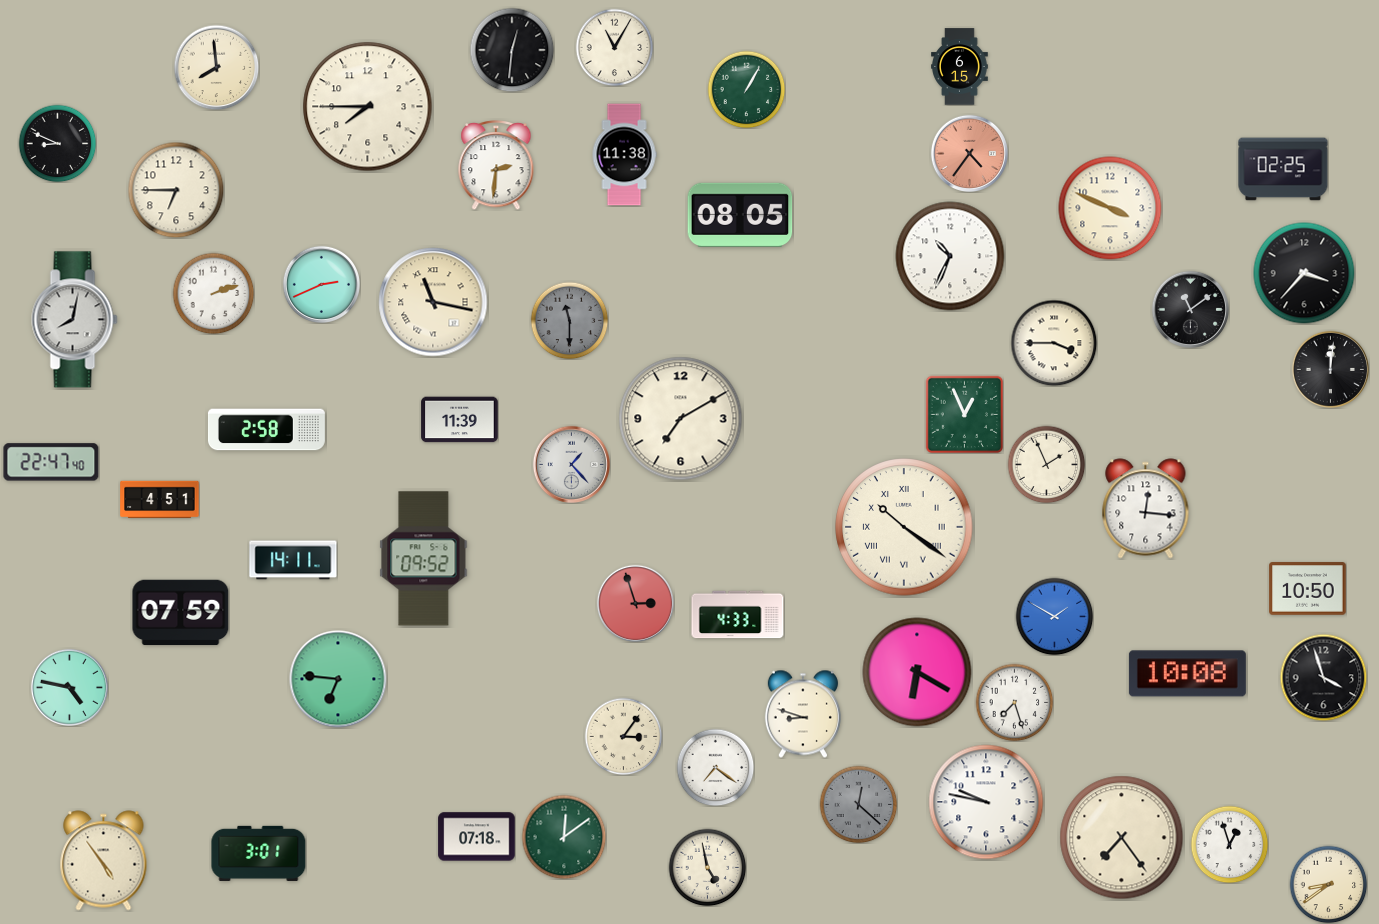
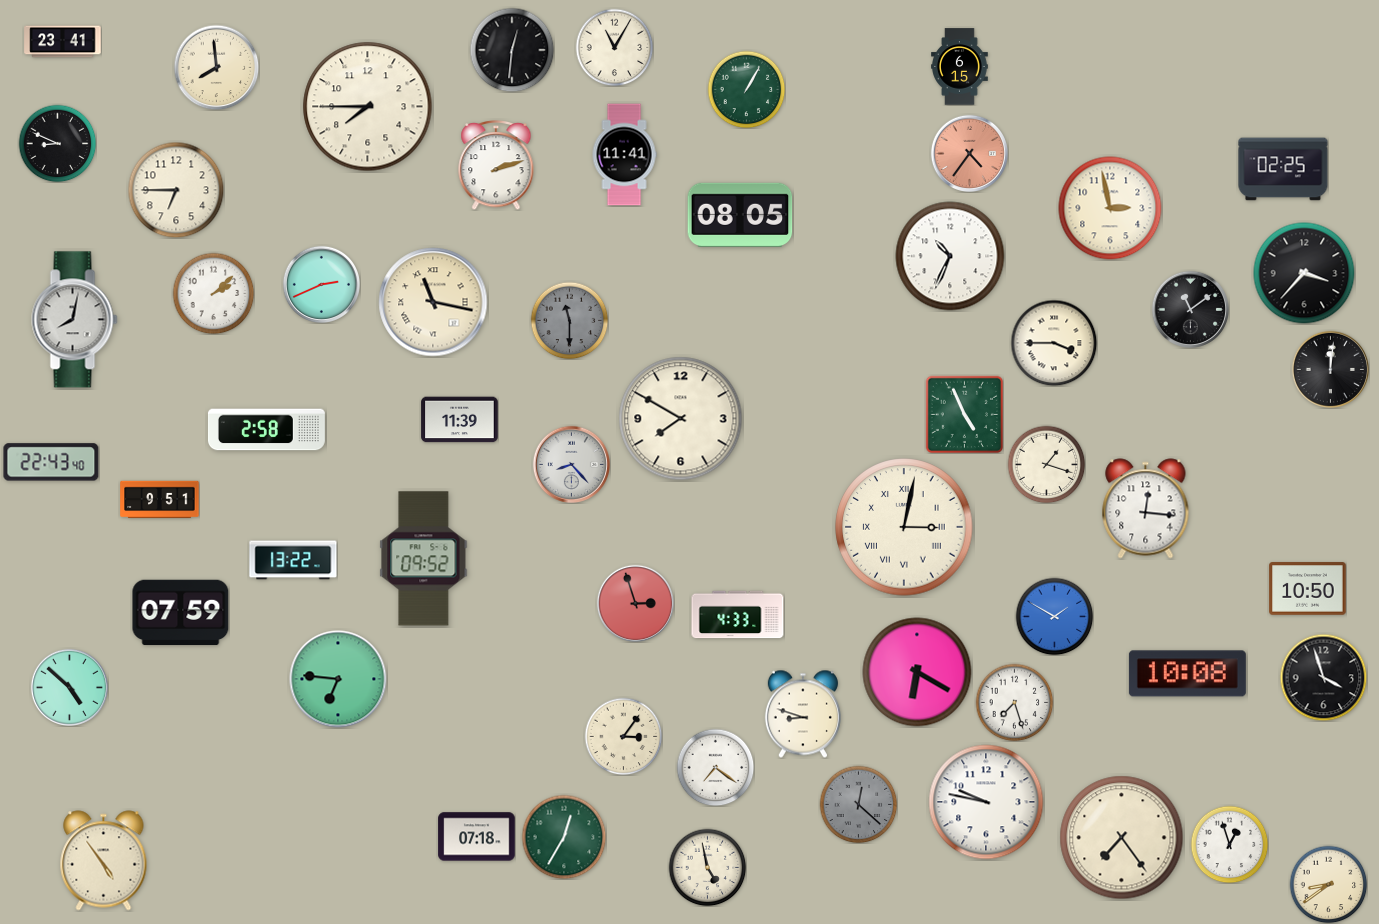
clock at (63, 42): none -> 23:41
clock at (624, 155): 11:38 -> 11:41
clock at (496, 165): 2:31 -> 2:12
clock at (1110, 208): 3:49 -> 2:58
clock at (213, 293): 2:12 -> 2:08
clock at (964, 414): 12:56 -> 4:56
clock at (681, 419): 7:10 -> 7:50
clock at (51, 462): 22:47 -> 22:43
clock at (571, 464): 1:23 -> 8:23
clock at (1046, 464): 1:56 -> 1:18
clock at (160, 500): 4:51 -> 9:51
clock at (904, 527): 10:21 -> 3:02
clock at (293, 560): 14:11 -> 13:22
clock at (69, 687): 4:47 -> 4:52
clock at (564, 837): 12:09 -> 12:35
clock at (259, 853): 3:01 -> none
